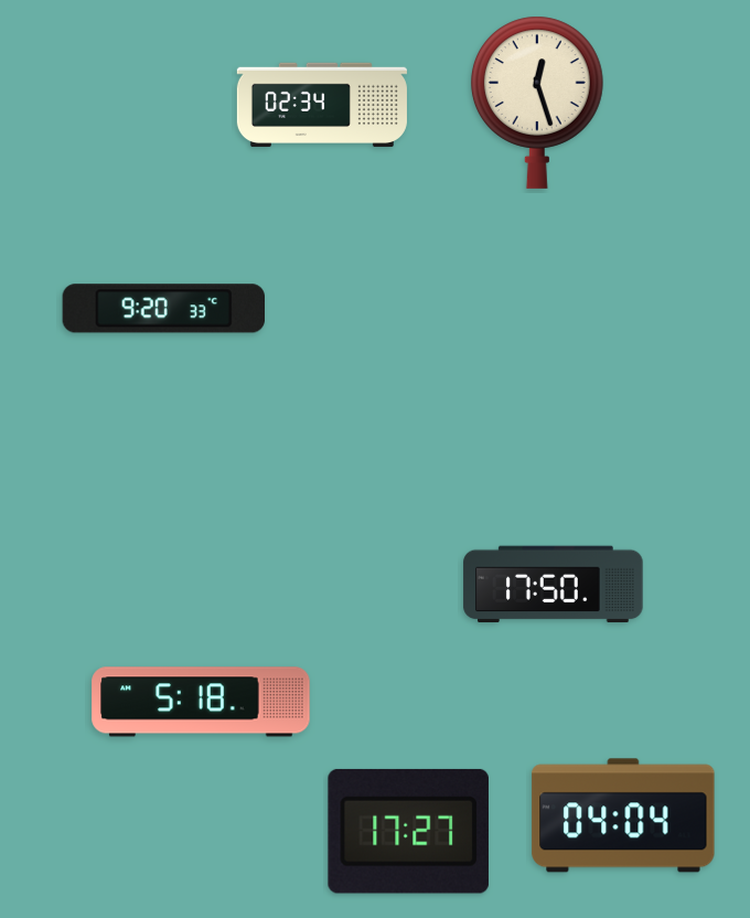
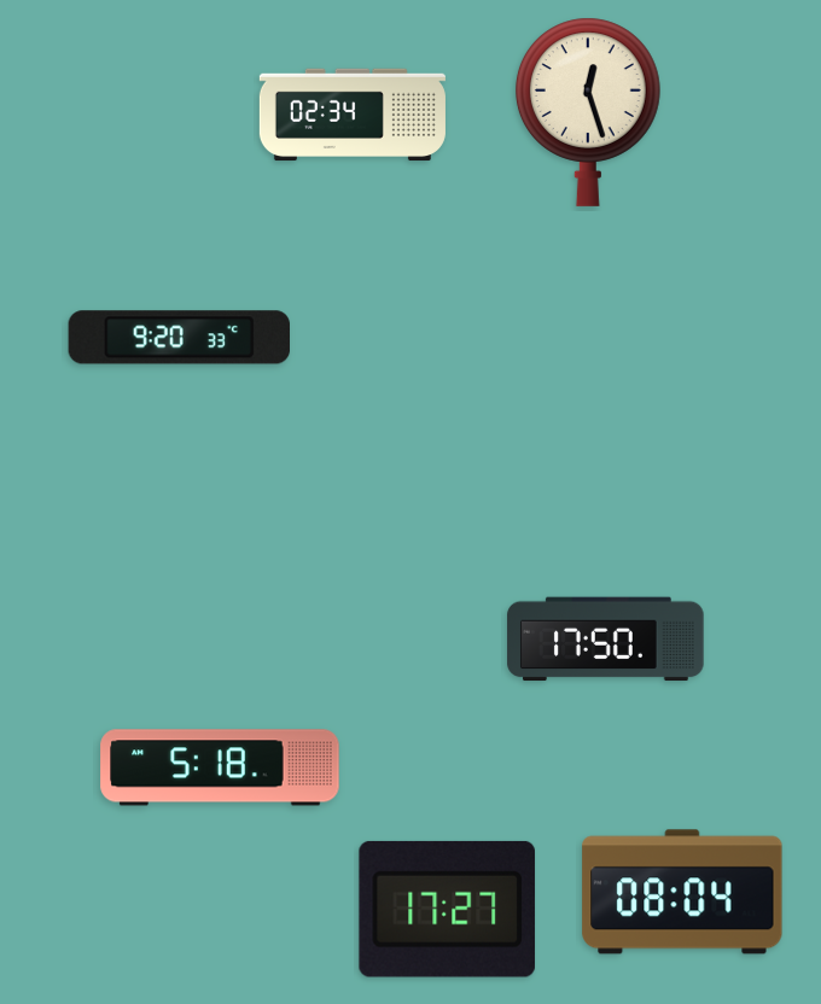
clock at (623, 815): 04:04 -> 08:04
